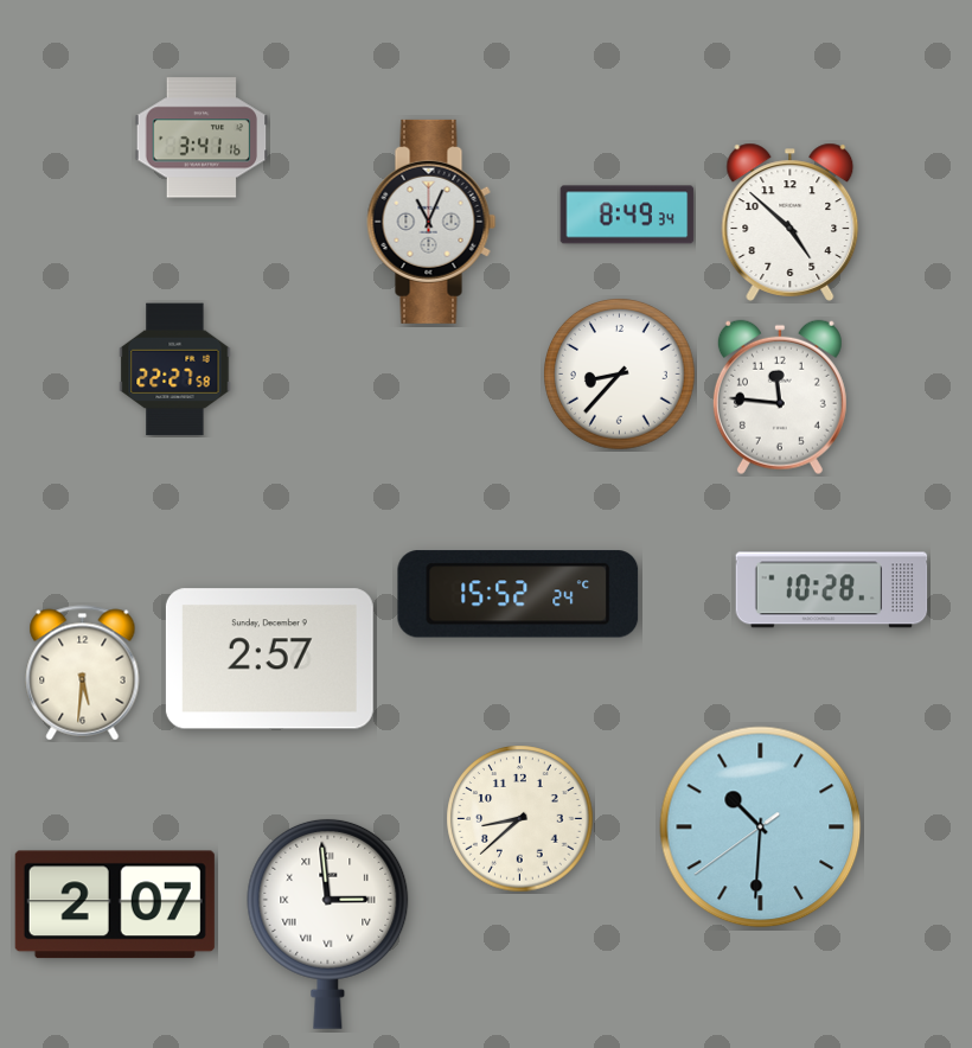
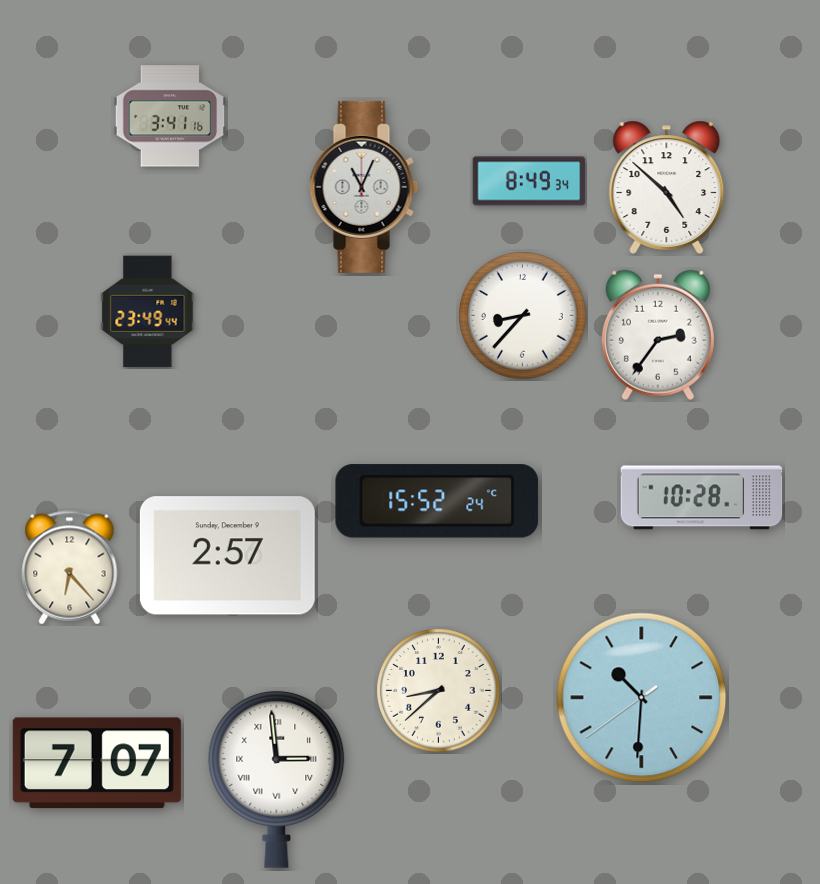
clock at (175, 370): 22:27 -> 23:49
clock at (780, 397): 11:46 -> 2:36
clock at (83, 673): 5:31 -> 6:23
clock at (115, 905): 2:07 -> 7:07
